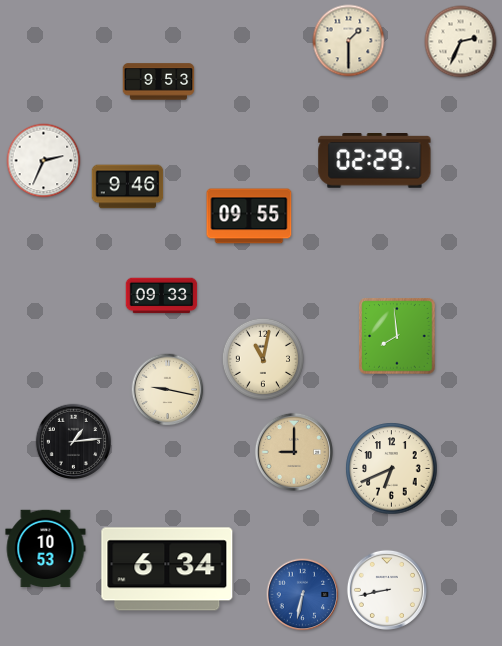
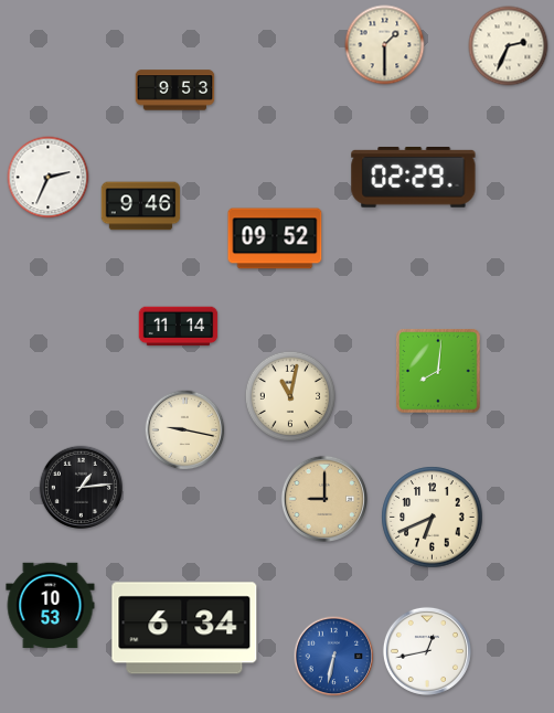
clock at (249, 216): 09:55 -> 09:52
clock at (162, 296): 09:33 -> 11:14
clock at (397, 336): 7:59 -> 8:01
clock at (387, 590): 8:43 -> 12:43
